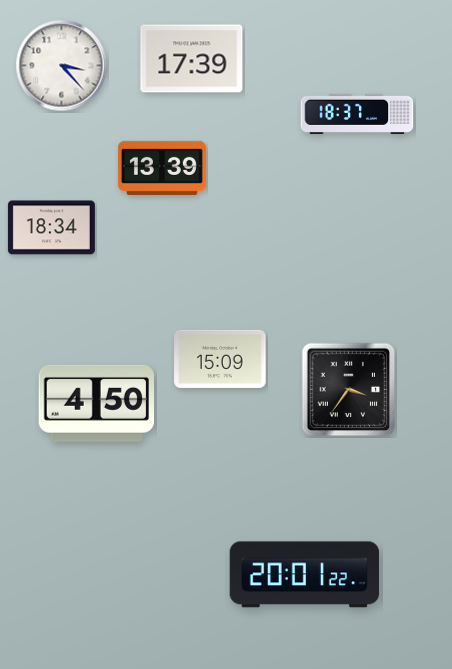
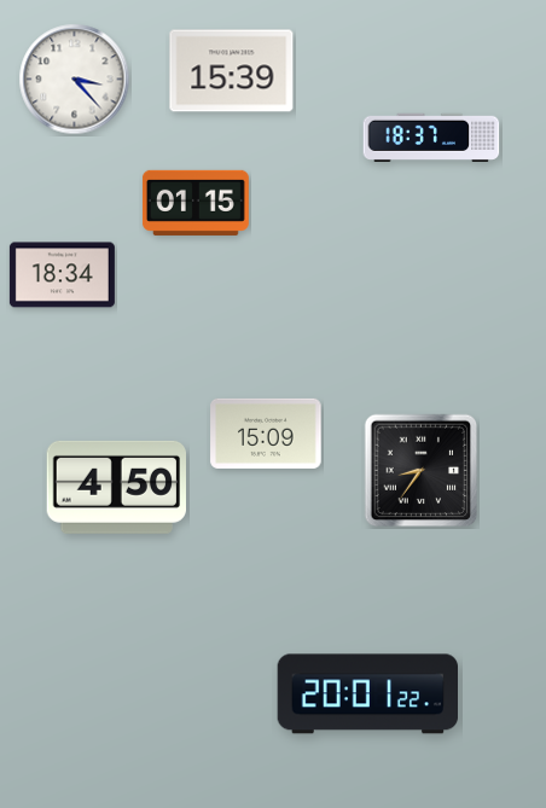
clock at (192, 59): 17:39 -> 15:39
clock at (162, 168): 13:39 -> 01:15
clock at (349, 390): 3:36 -> 8:36
